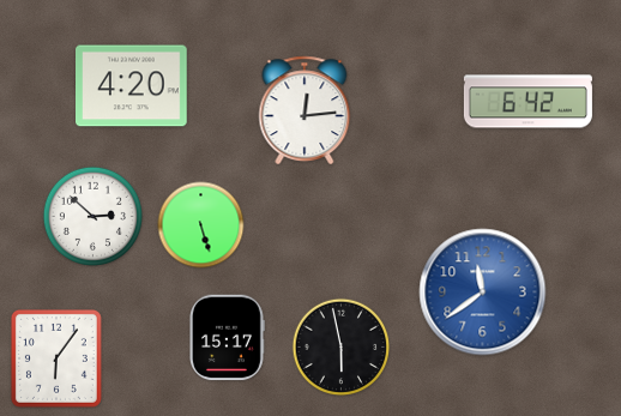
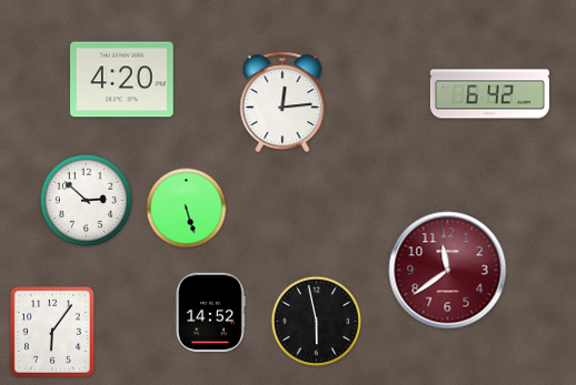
clock at (483, 293) dial: blue -> burgundy
clock at (228, 338): 15:17 -> 14:52
